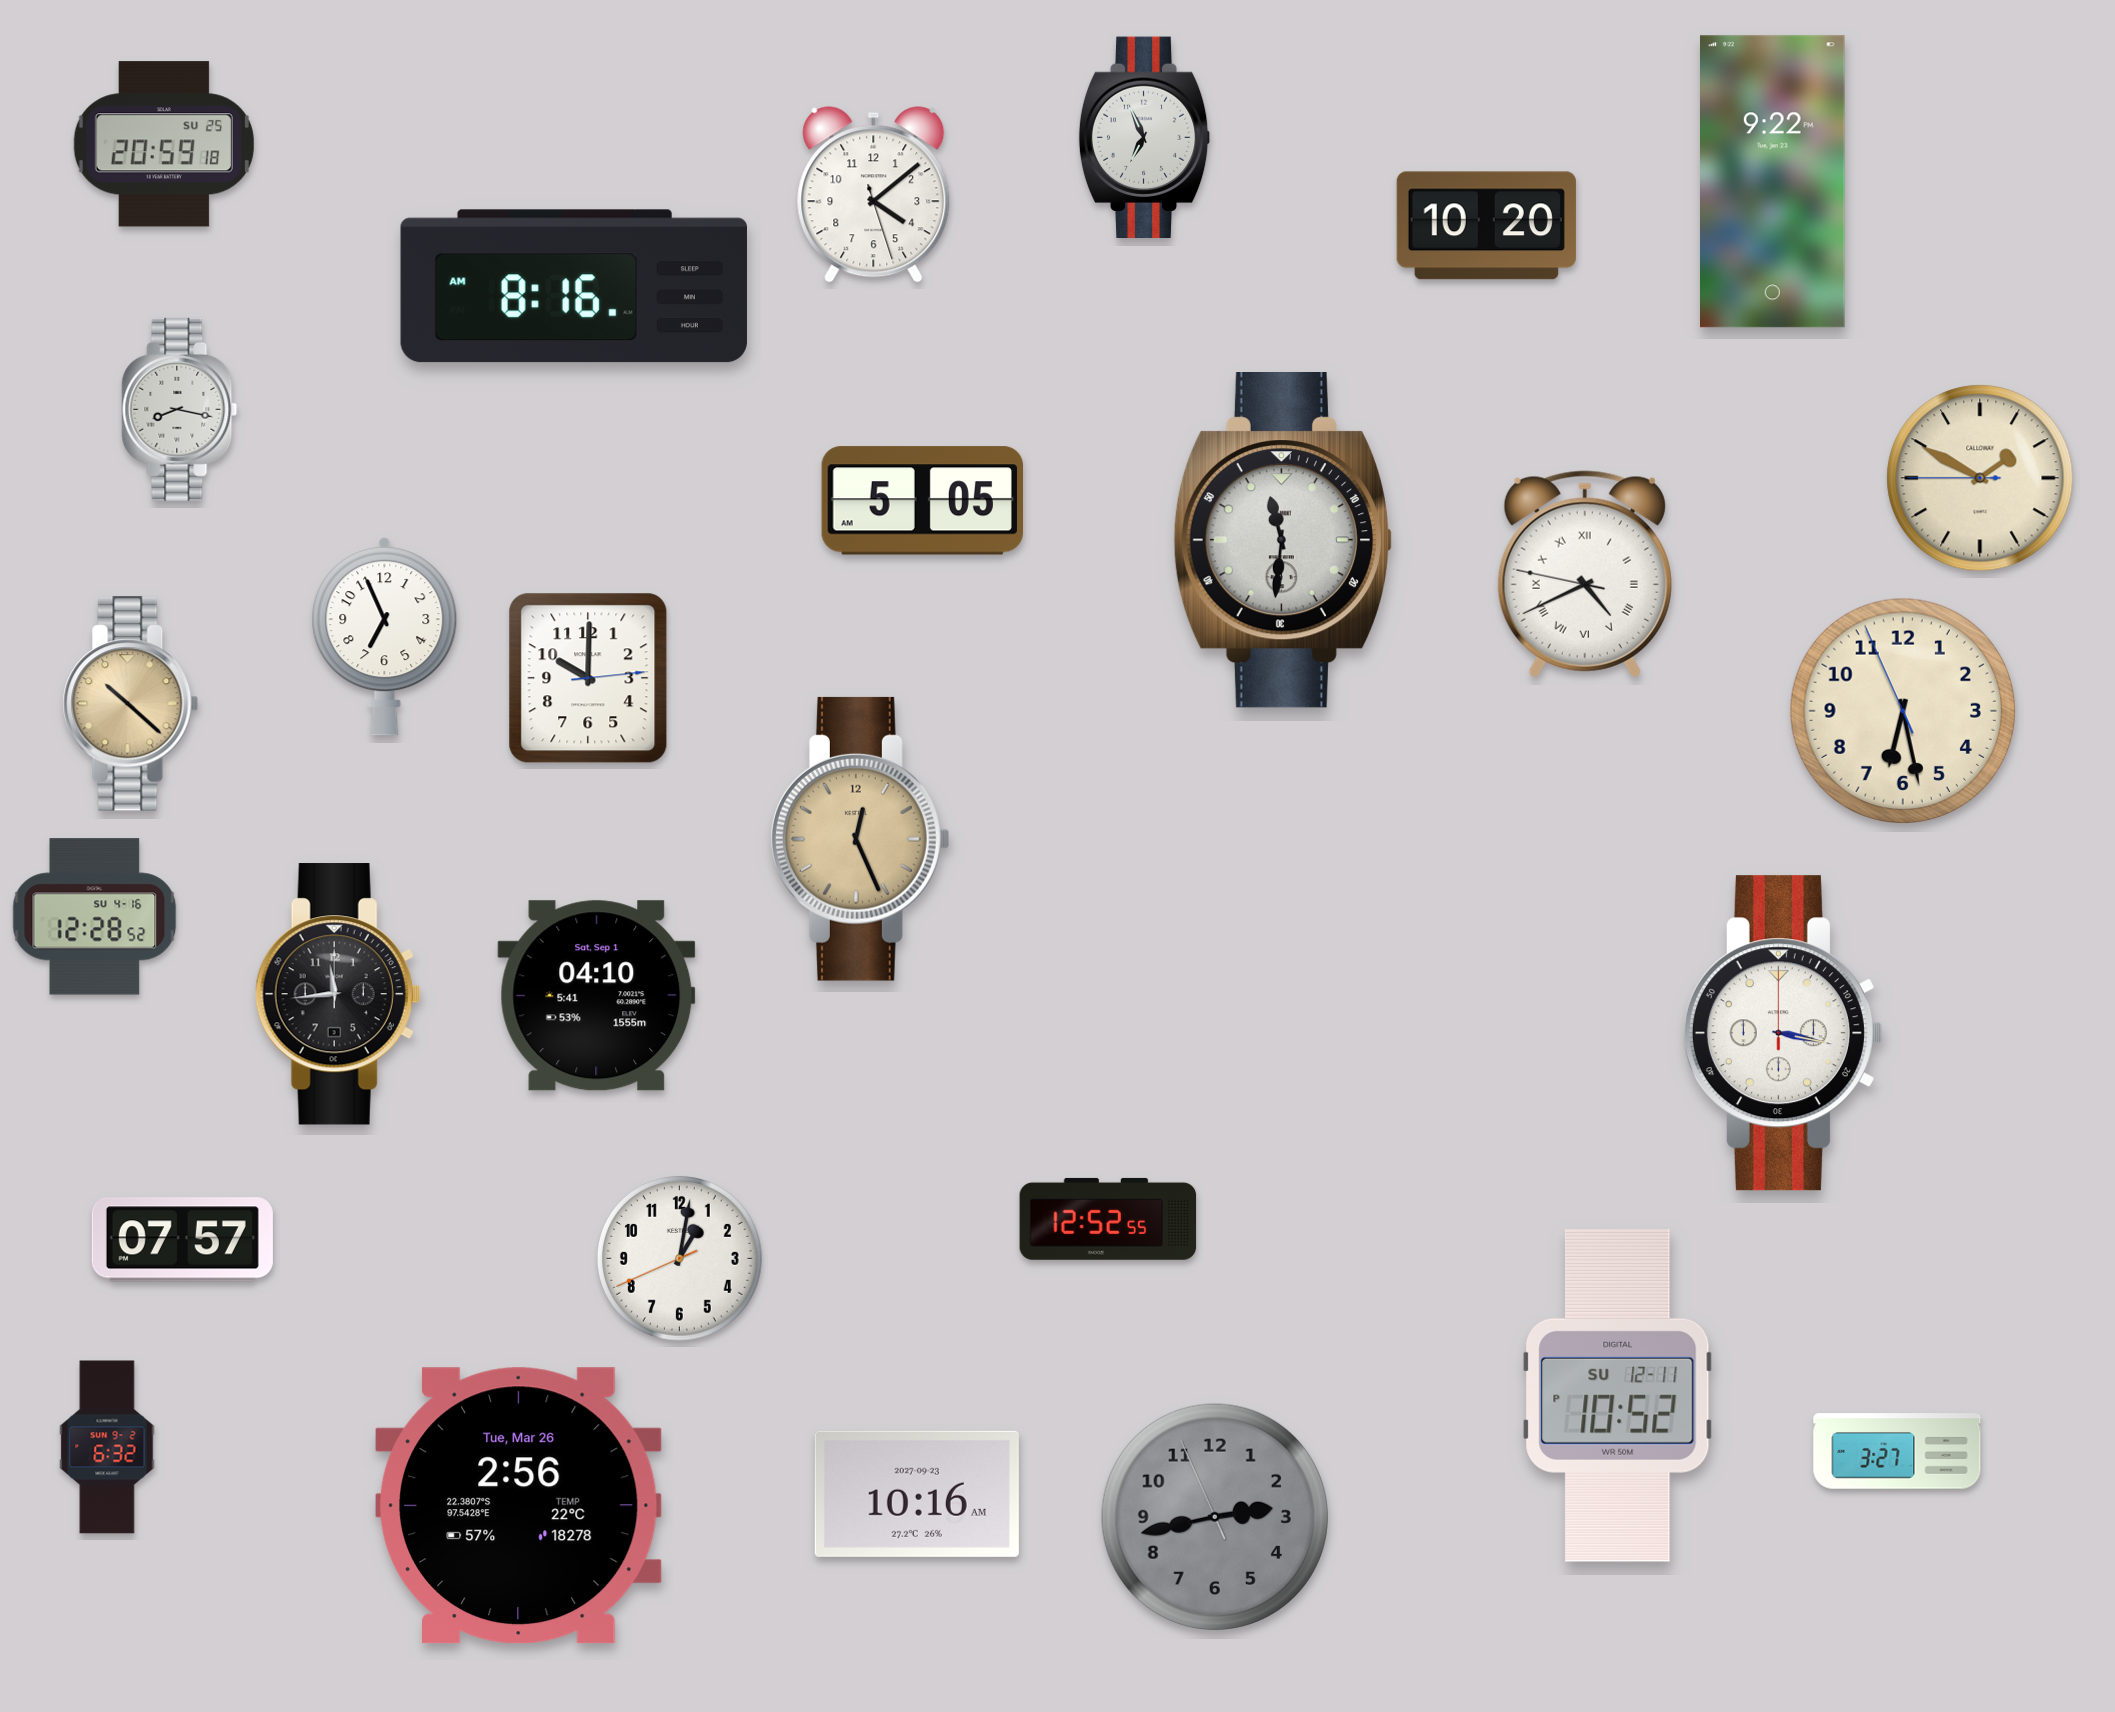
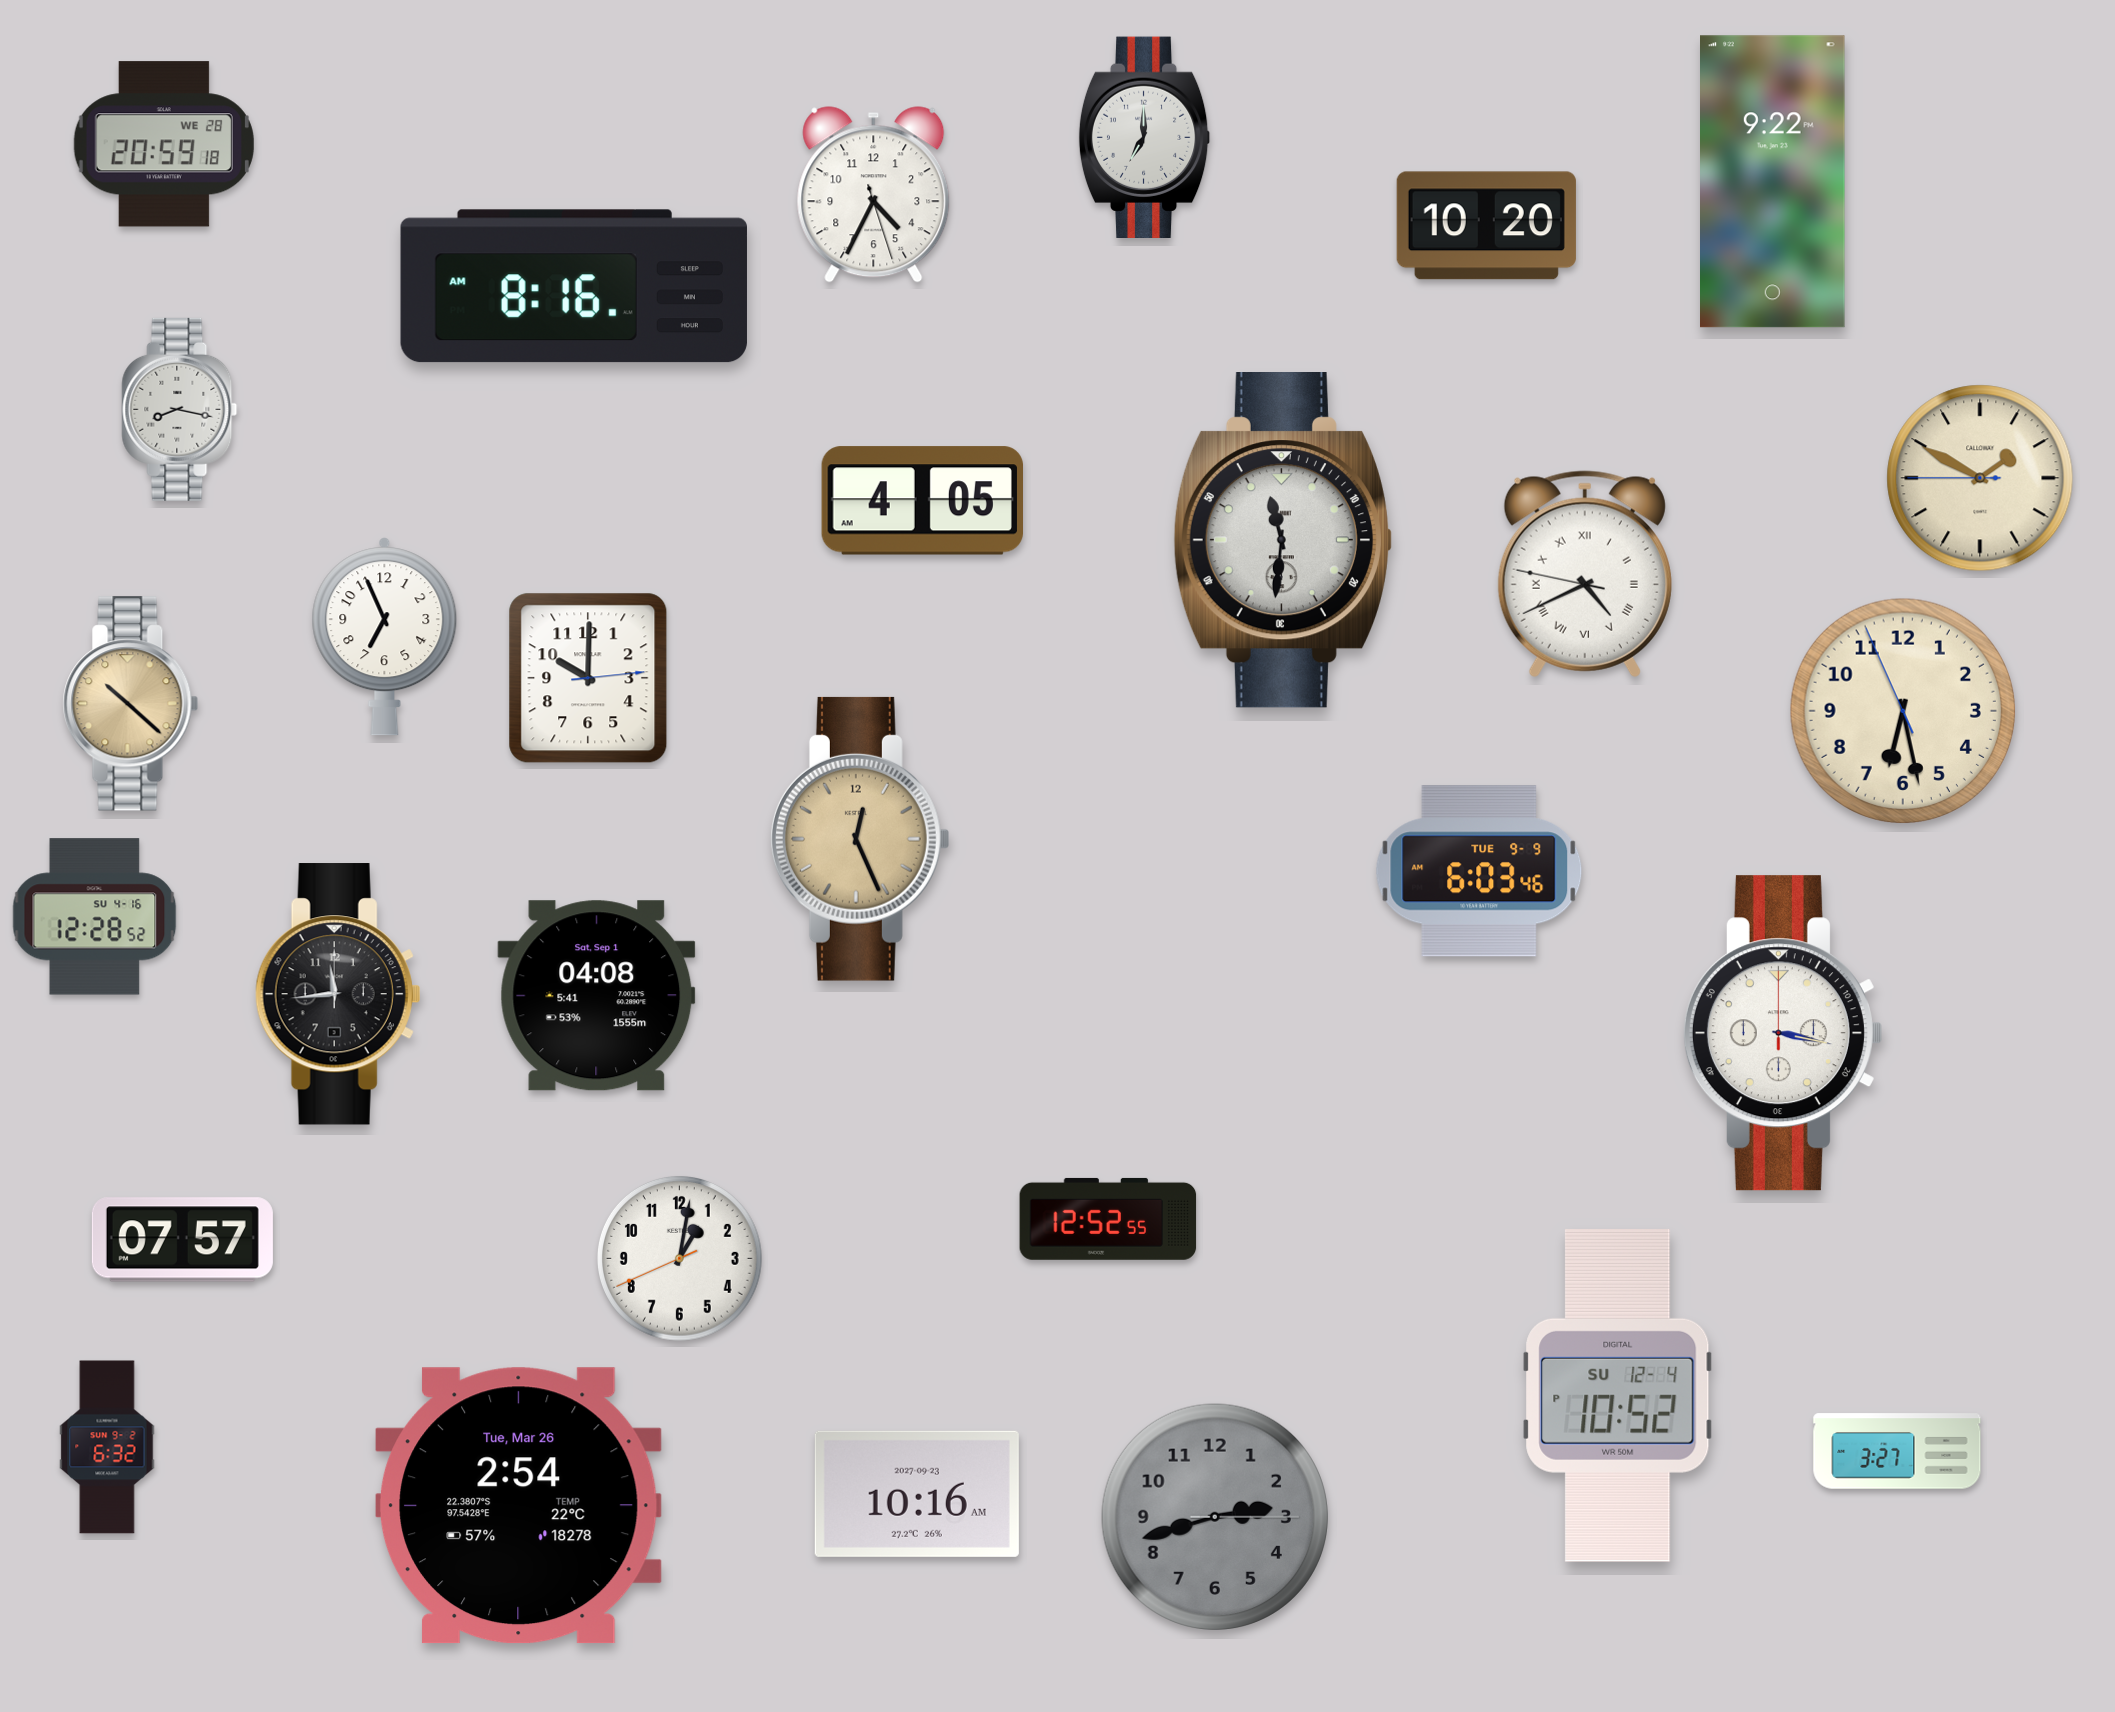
clock at (1145, 137): 6:56 -> 7:00
clock at (164, 144) date: SU 25 -> WE 28
clock at (874, 195): 4:08 -> 4:34
clock at (922, 501): 5:05 -> 4:05
clock at (1479, 871): none -> 6:03
clock at (597, 996): 04:10 -> 04:08
clock at (1618, 1395) date: SU 12-11 -> SU 12-4
clock at (518, 1506): 2:56 -> 2:54
clock at (1215, 1517): 2:42:56 -> 2:42:15
